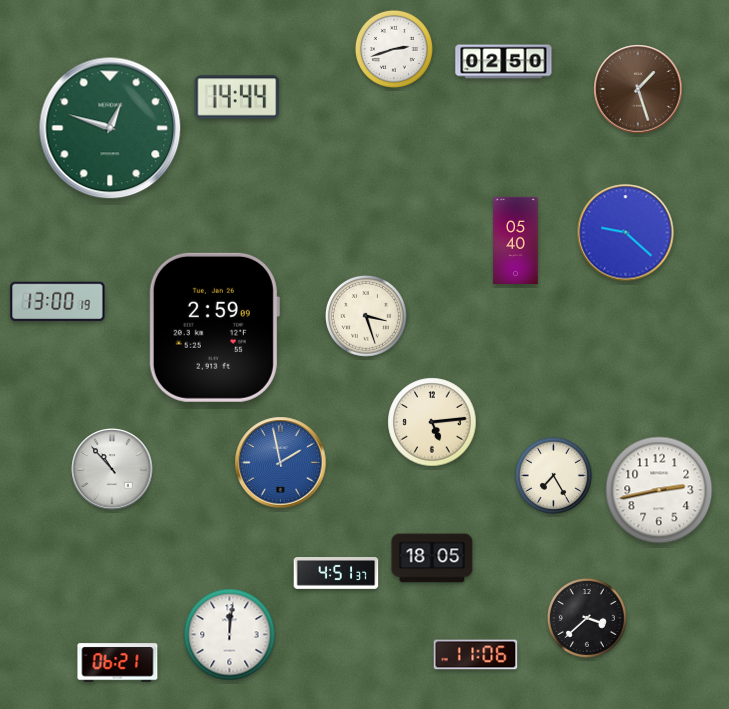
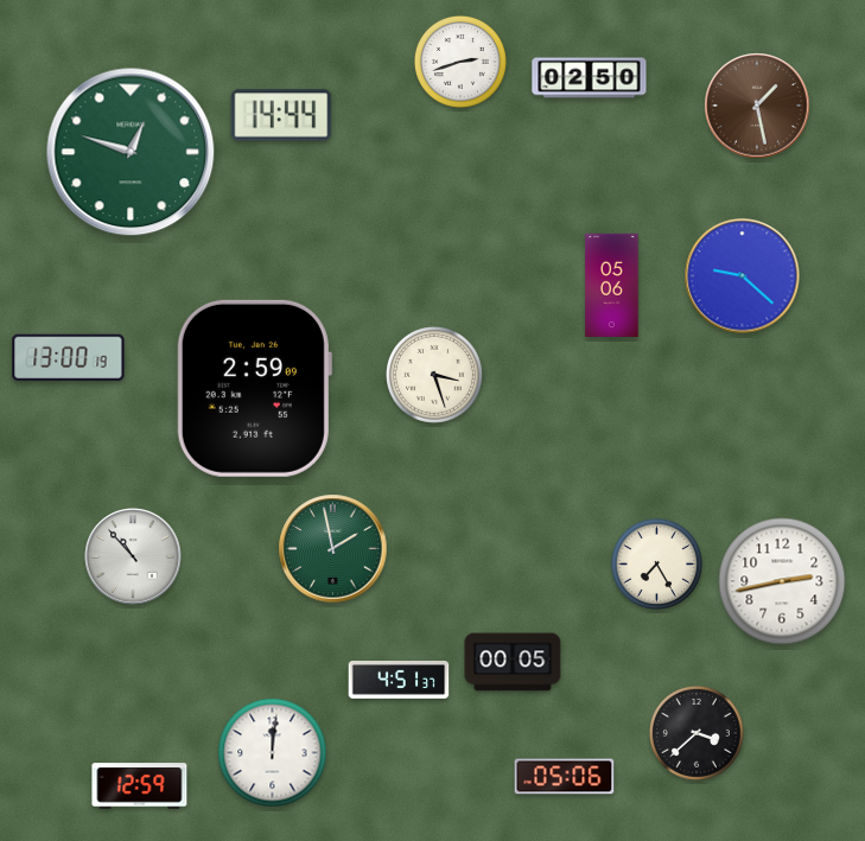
clock at (394, 49) position: (394, 49) -> (460, 62)
clock at (504, 62) position: (504, 62) -> (590, 78)
clock at (638, 89): 1:27 -> 1:28
clock at (516, 241): 05:40 -> 05:06
clock at (432, 422): 5:14 -> none
clock at (281, 463) dial: blue -> green
clock at (432, 558): 18:05 -> 00:05
clock at (476, 655): 11:06 -> 05:06
clock at (118, 663): 06:21 -> 12:59
